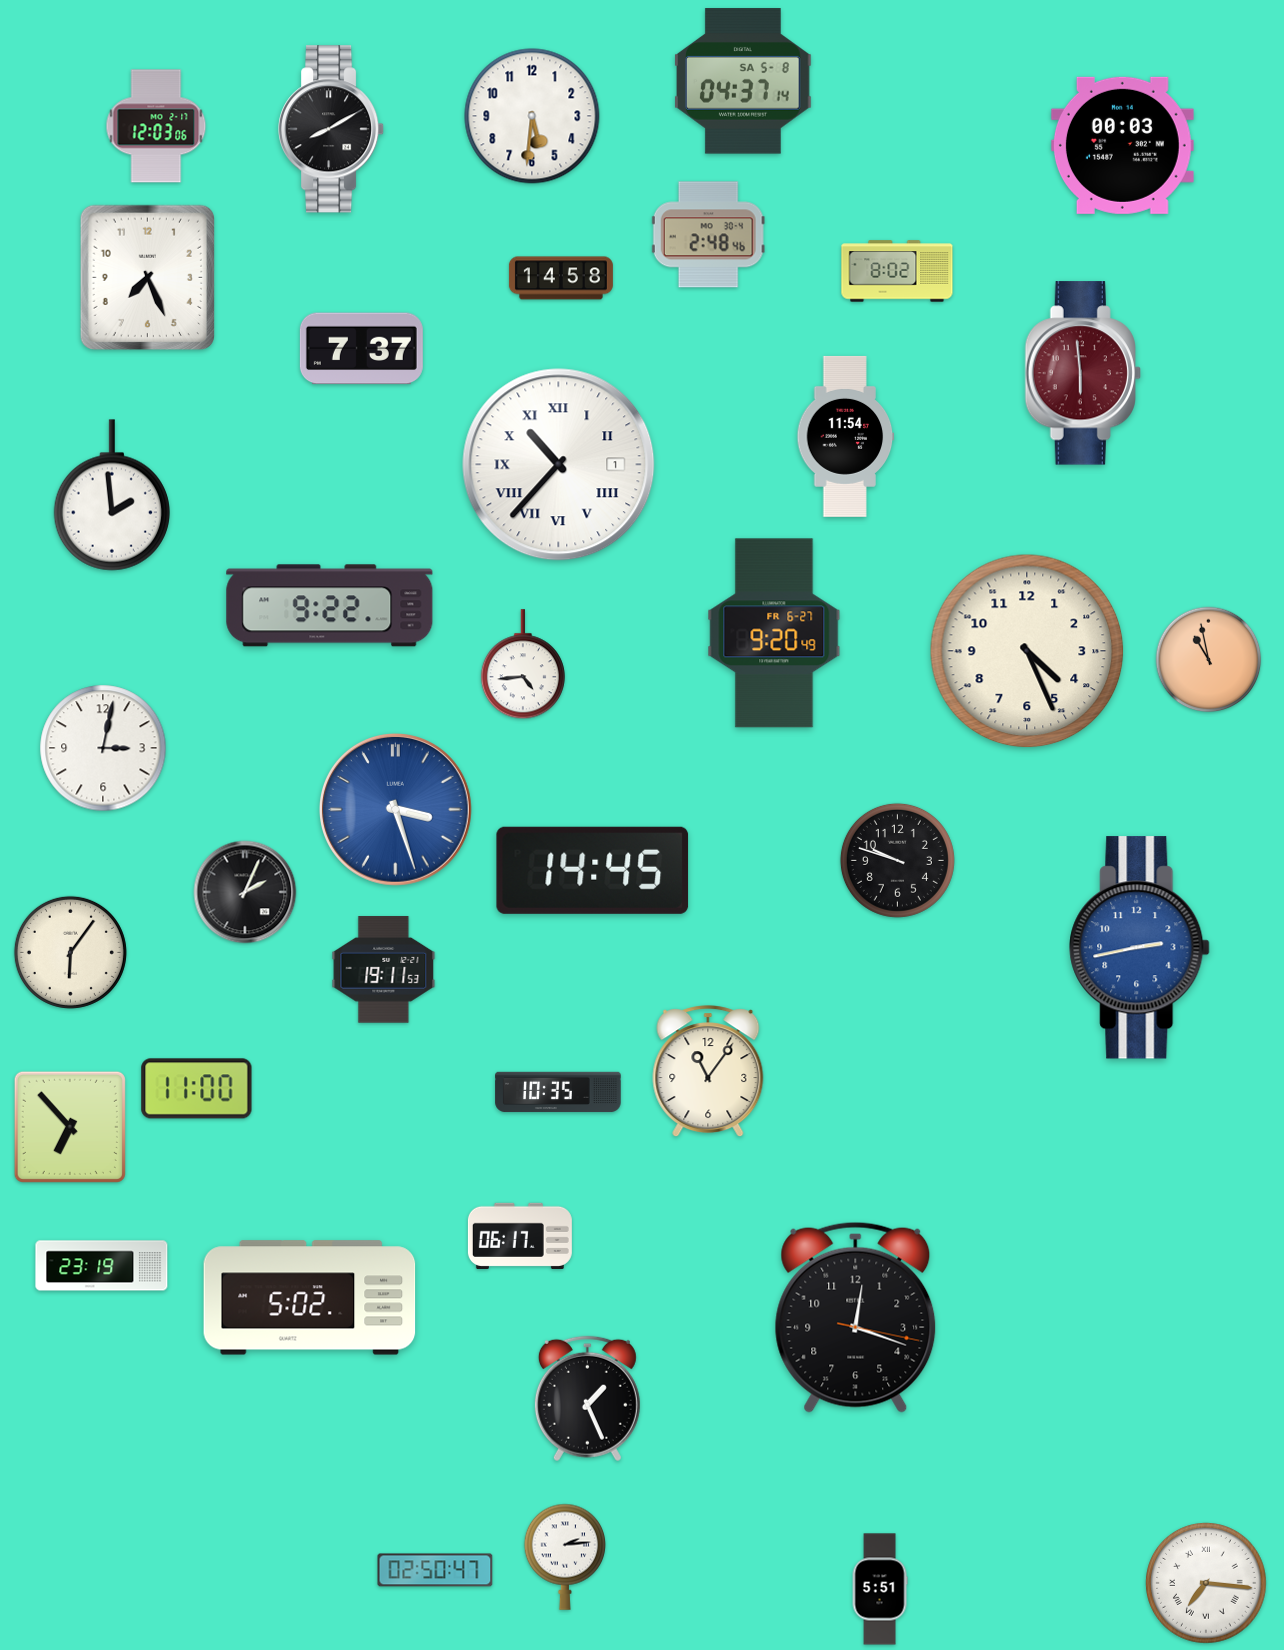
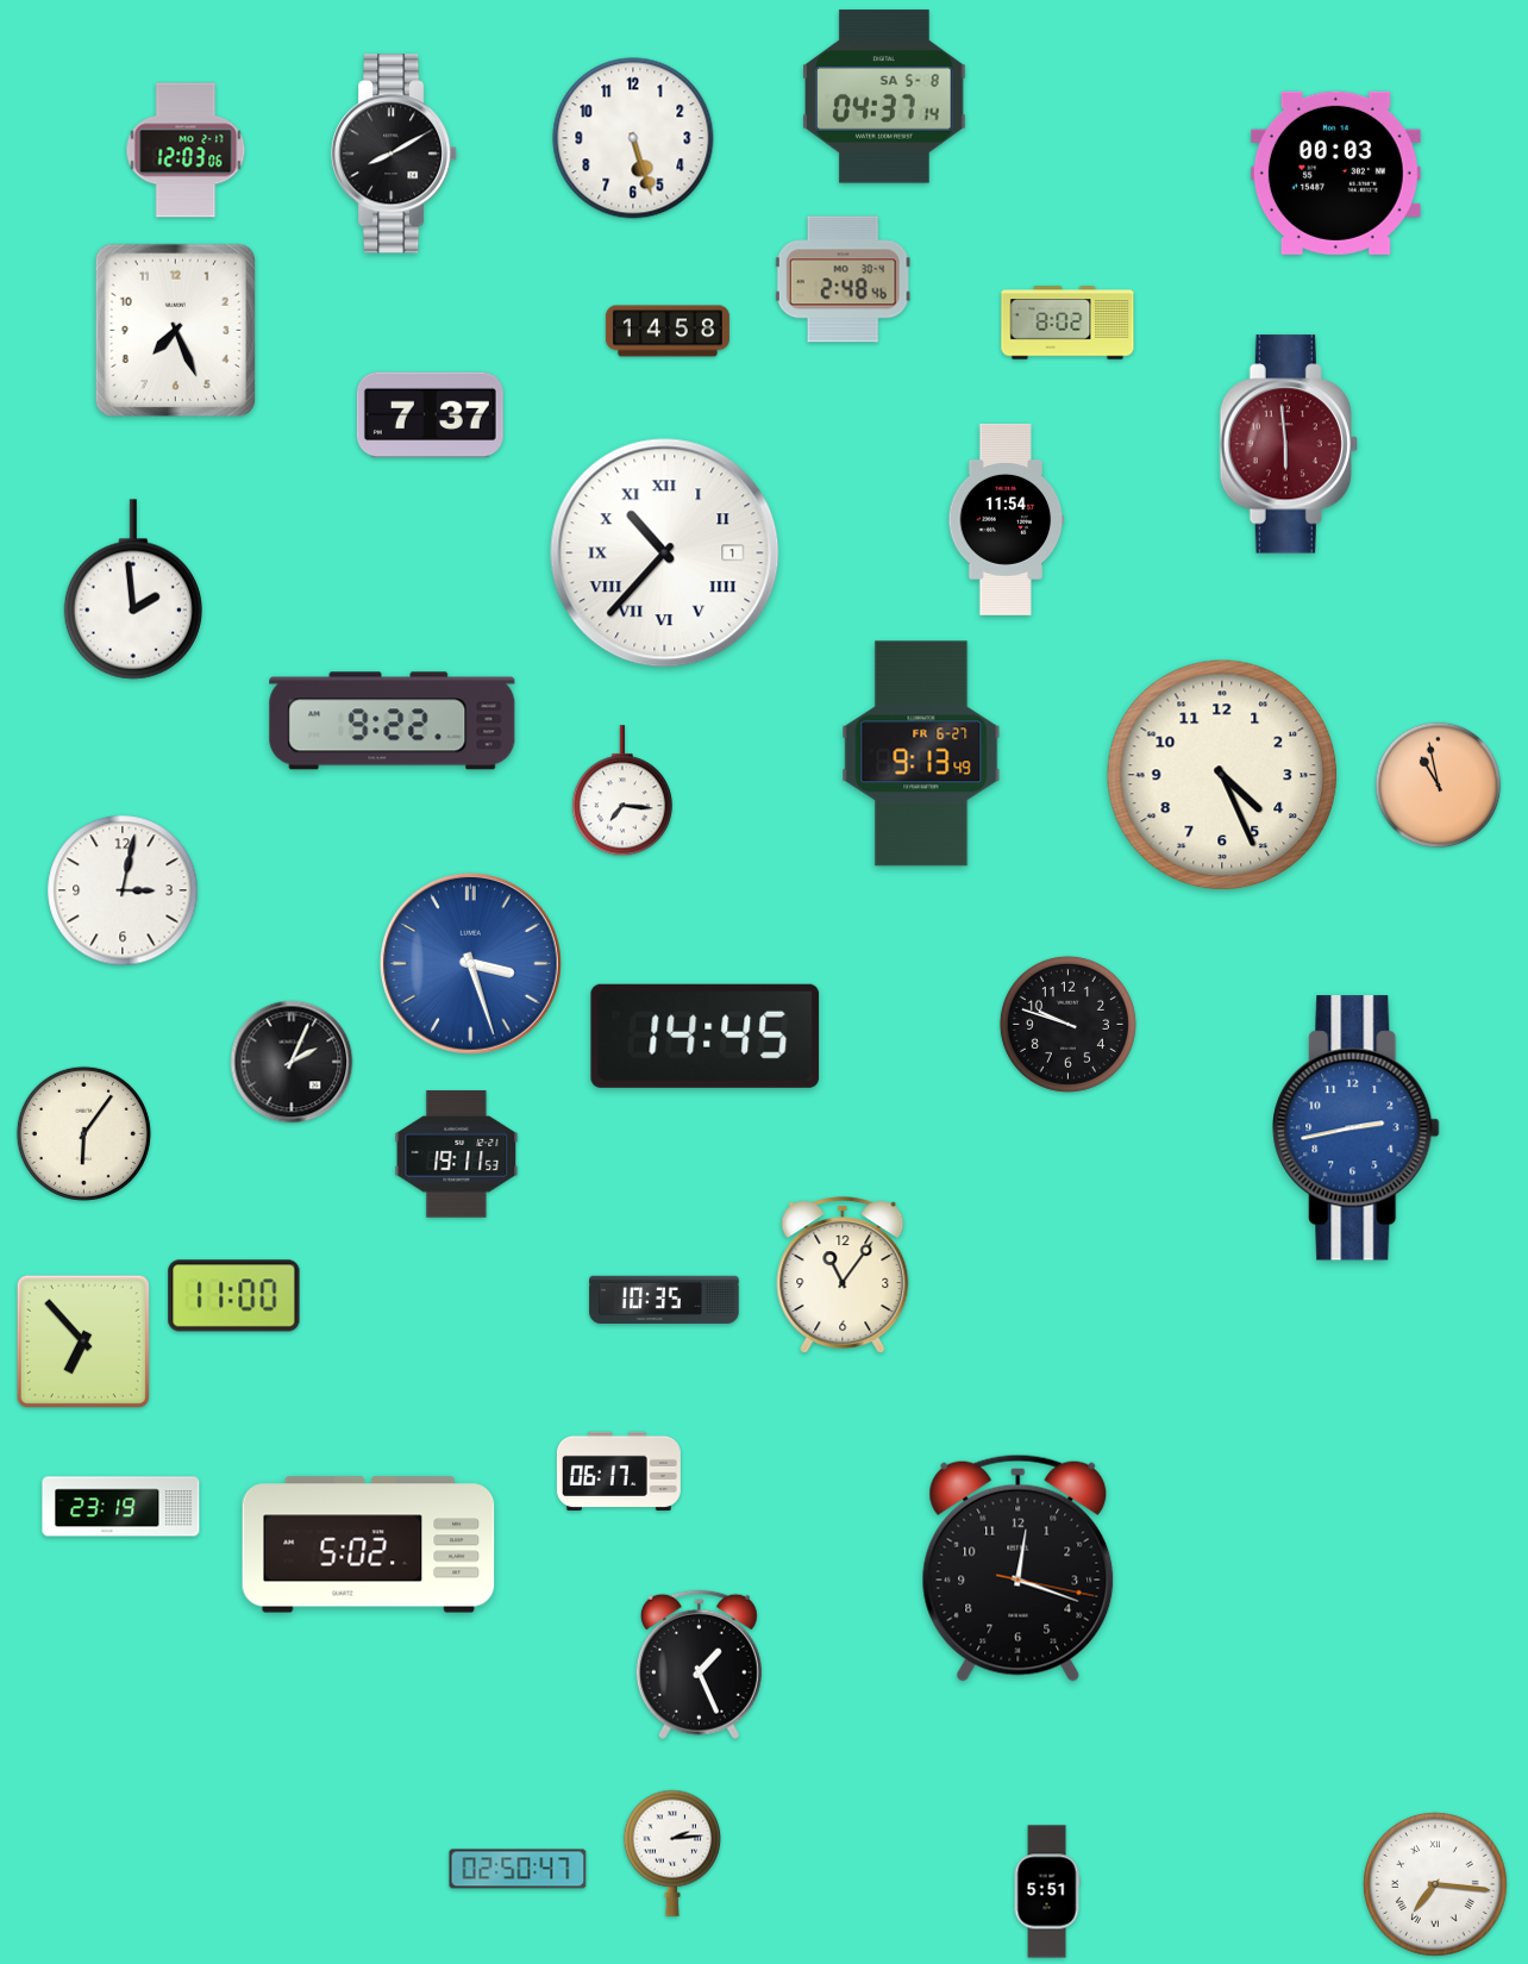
clock at (532, 116): 5:31 -> 5:27
clock at (774, 633): 9:20 -> 9:13
clock at (523, 665): 4:44 -> 7:16
